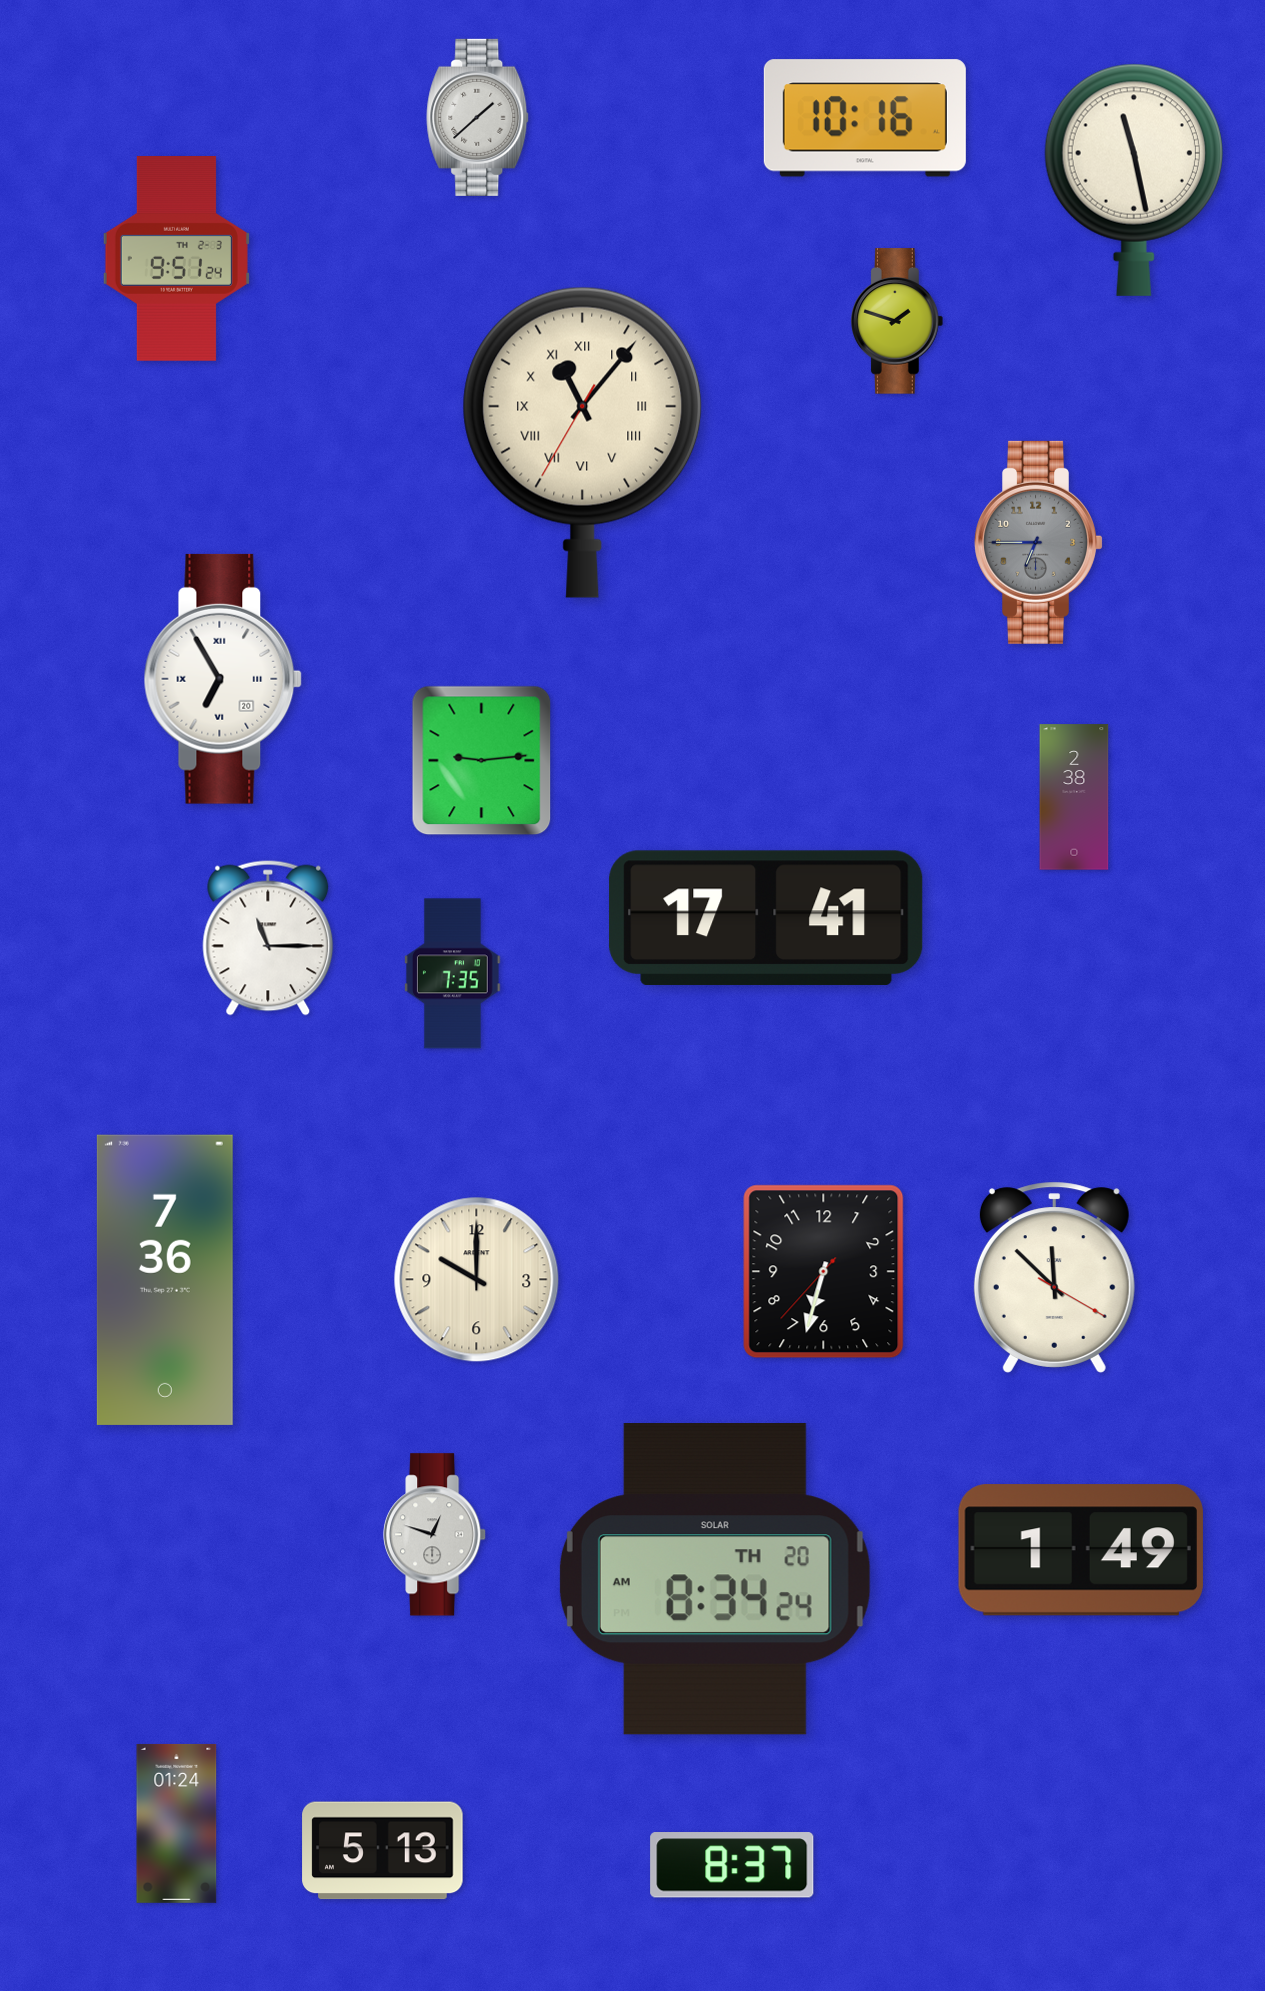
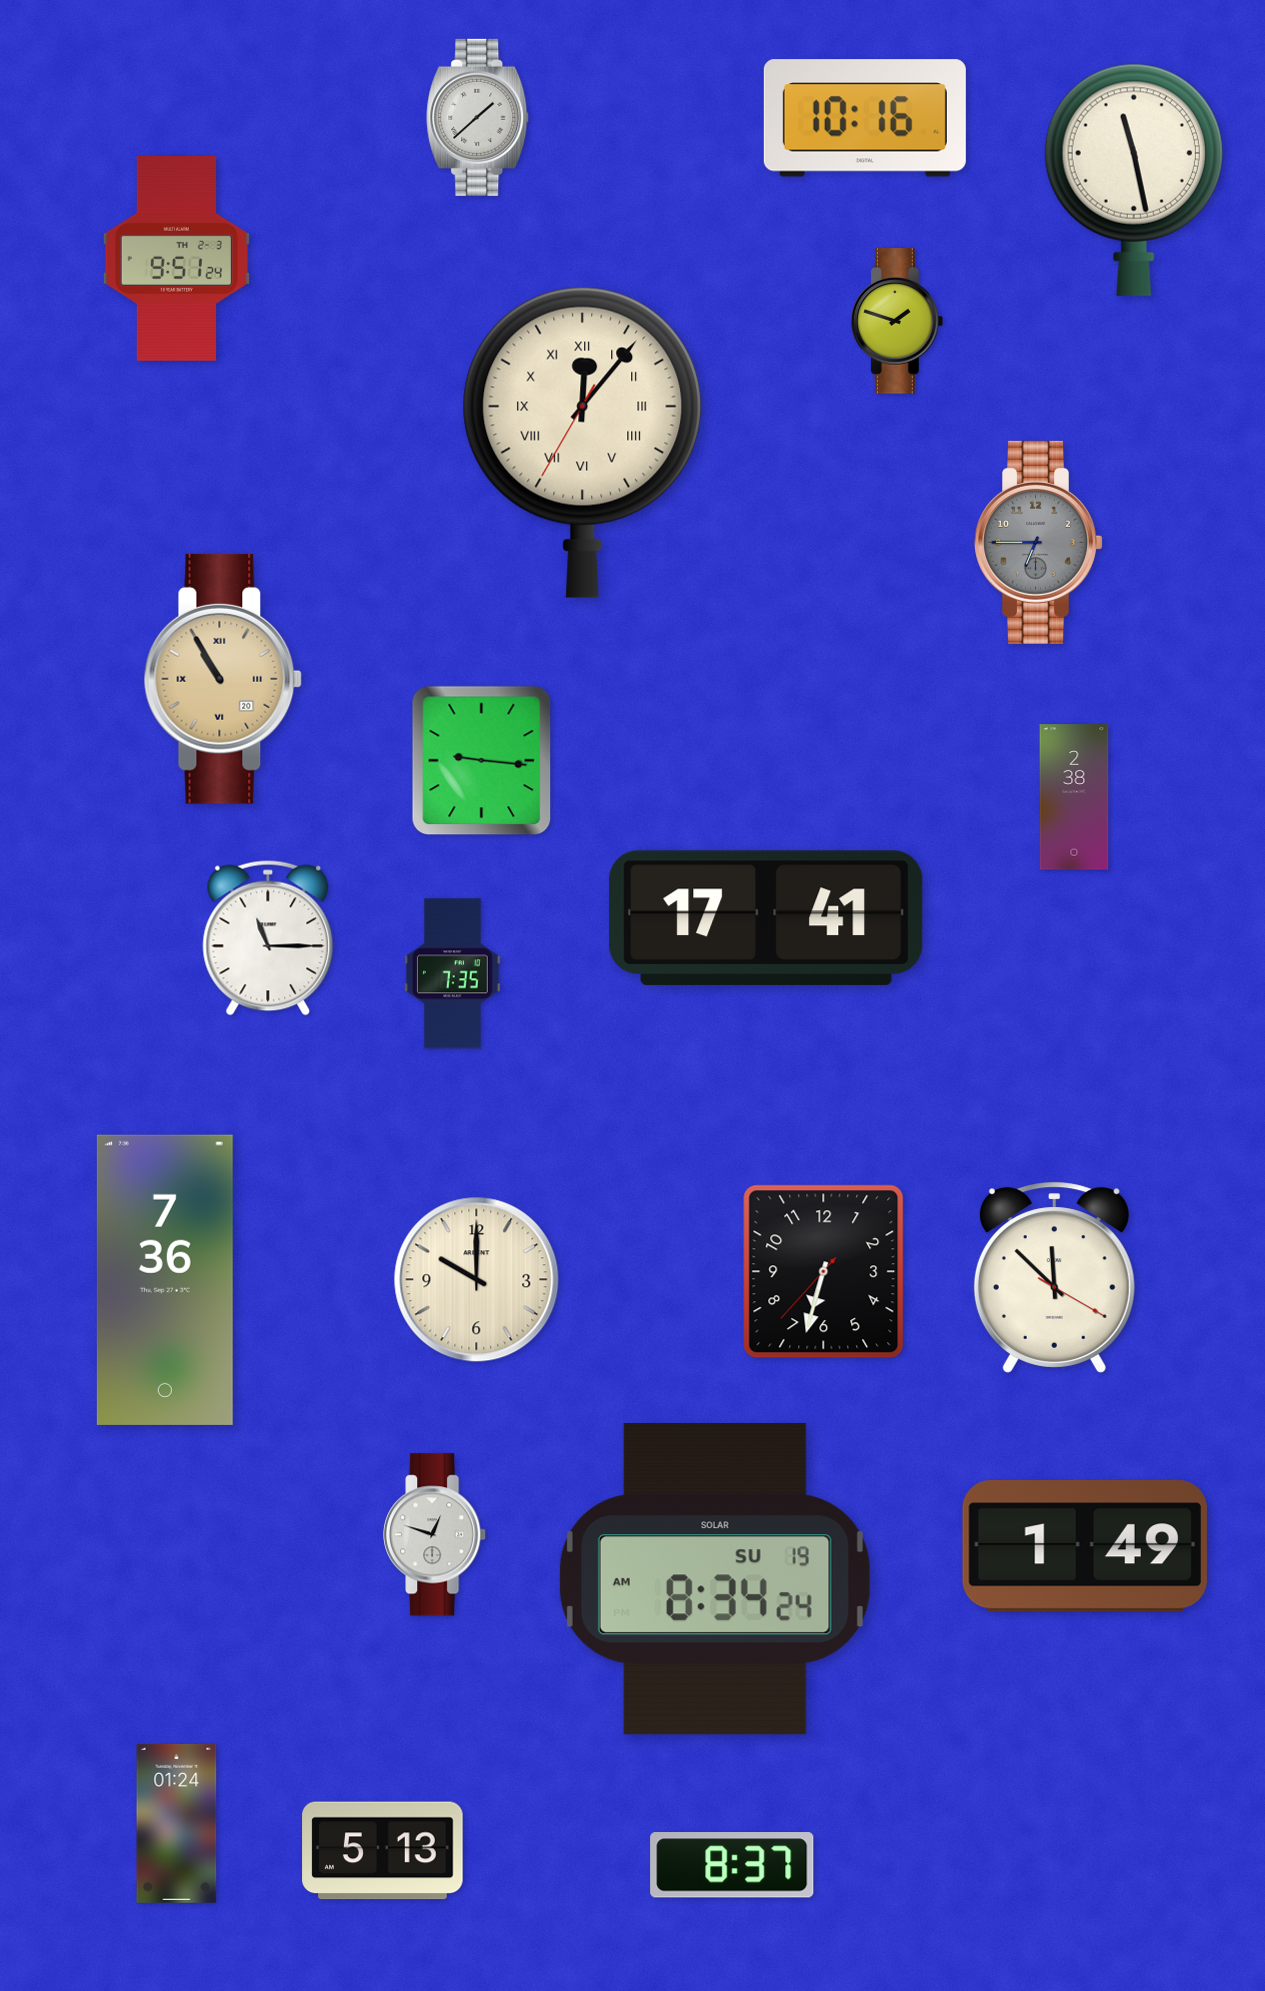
clock at (583, 442): 11:06 -> 12:06
clock at (223, 679): 6:55 -> 10:55
clock at (223, 679) dial: white -> champagne
clock at (482, 761): 9:14 -> 9:16
clock at (1081, 1550) position: (1081, 1550) -> (1085, 1546)
clock at (715, 1579) date: TH 20 -> SU 19
